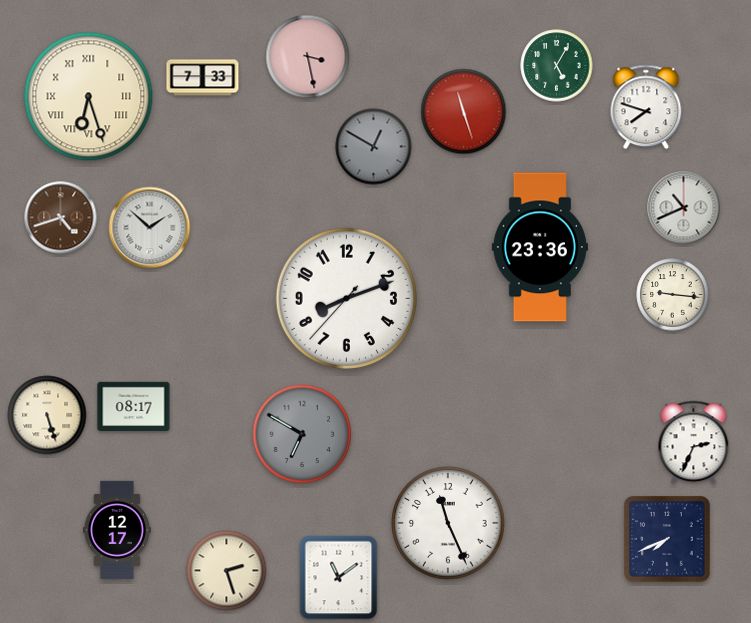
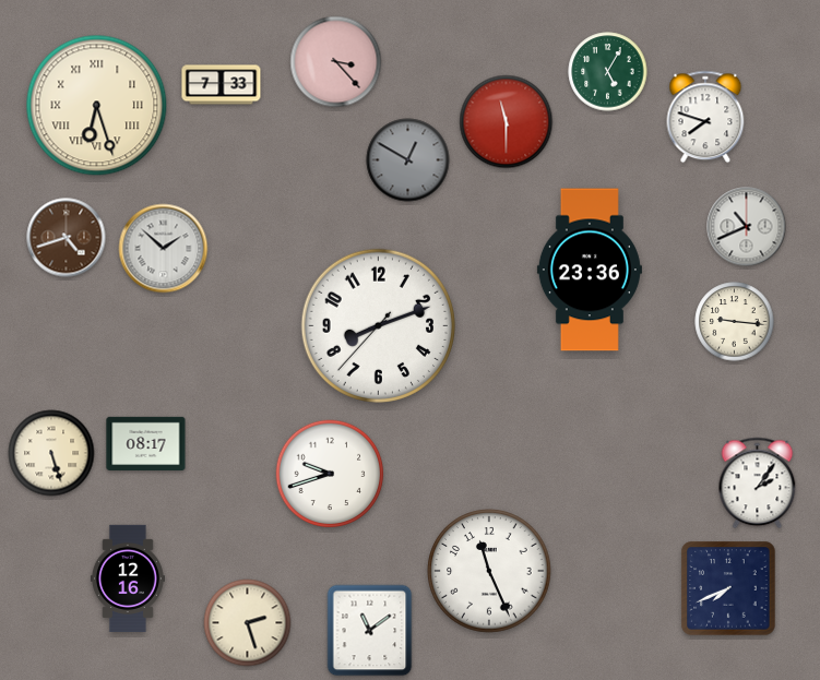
clock at (308, 57): 3:28 -> 3:23
clock at (464, 112): 11:27 -> 11:30
clock at (302, 434): 6:50 -> 9:42
clock at (302, 434) dial: grey -> white
clock at (694, 443): 2:34 -> 2:06
clock at (117, 530): 12:17 -> 12:16
